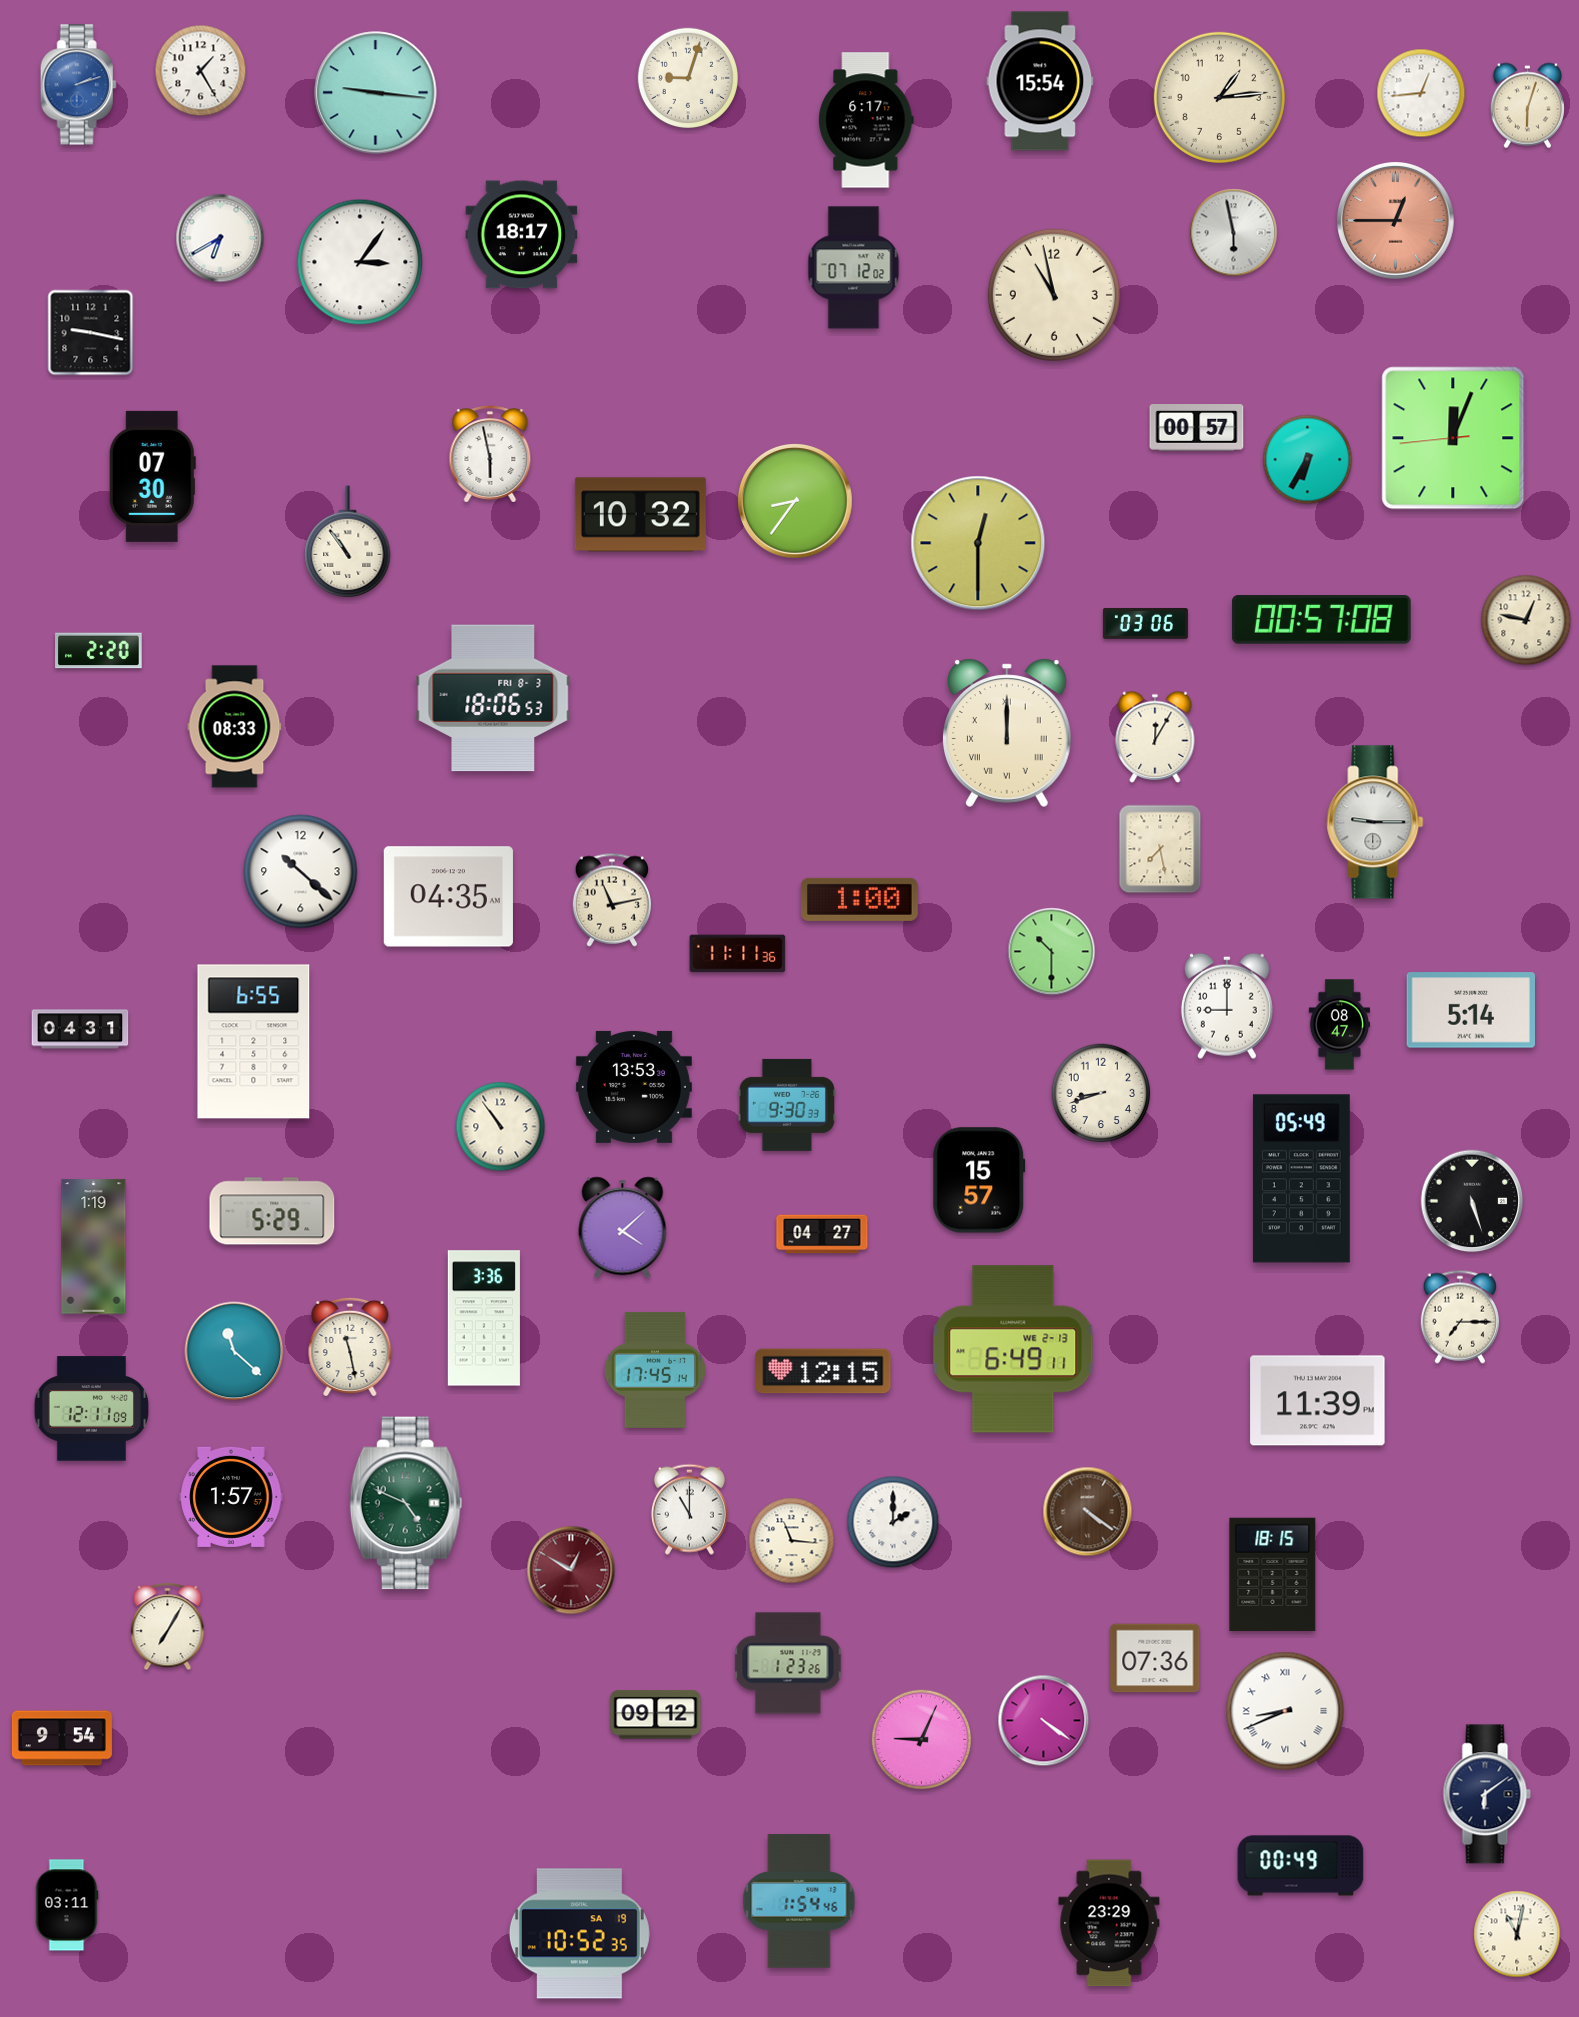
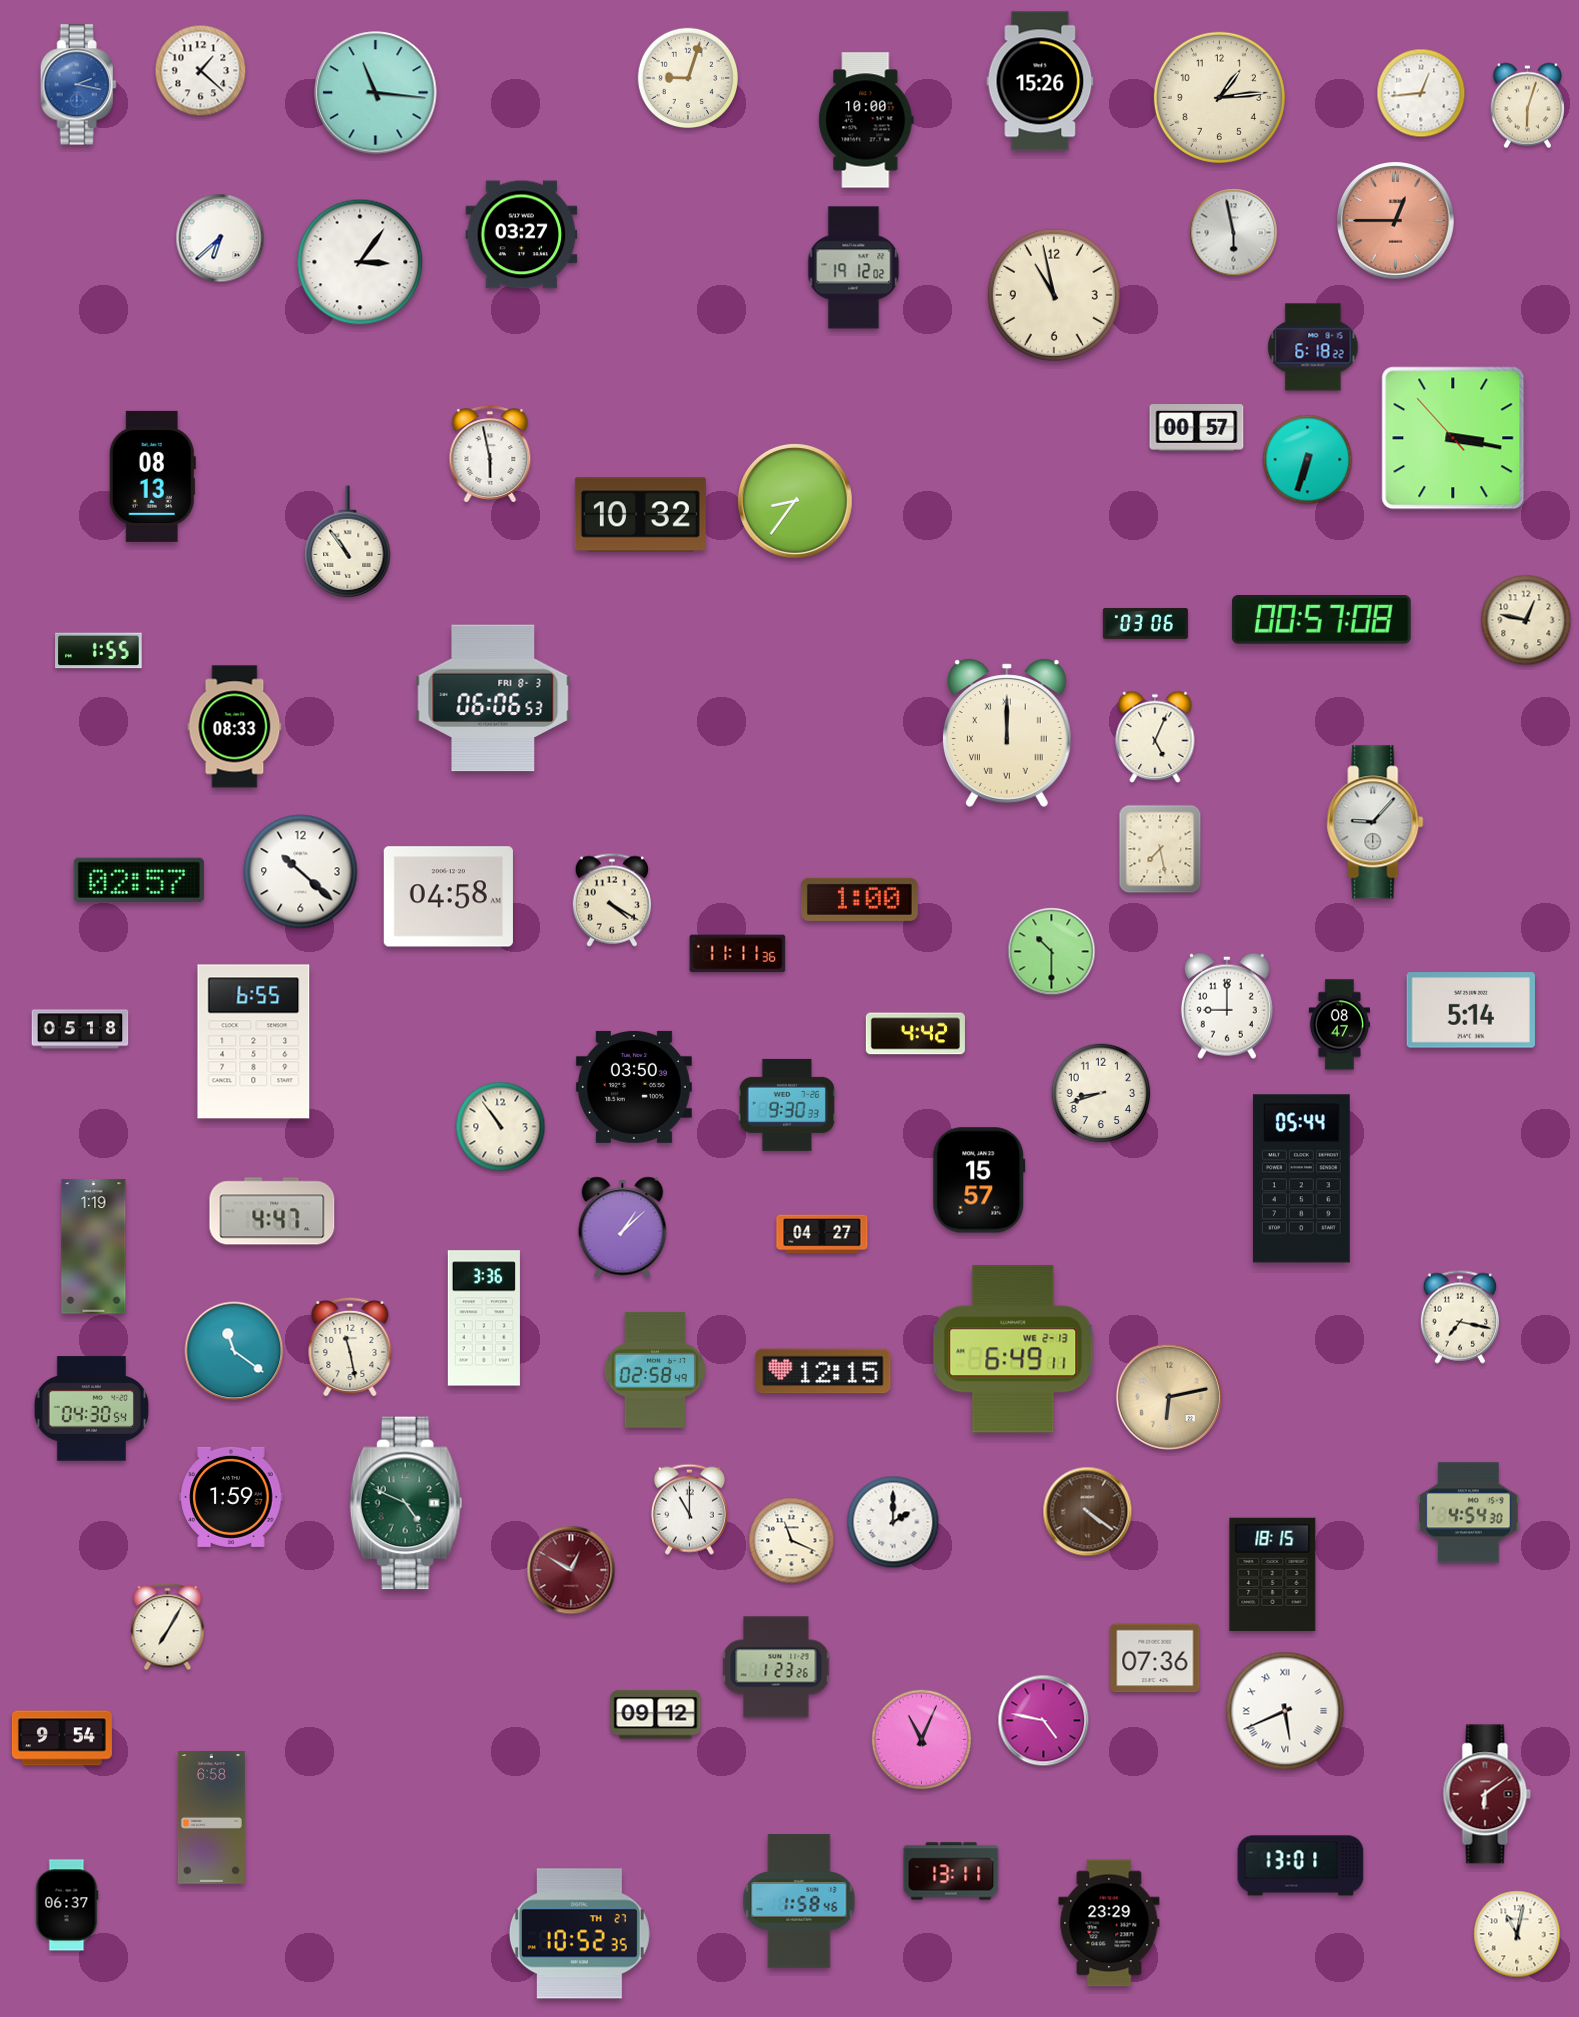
clock at (201, 71): 1:25 -> 1:22
clock at (1040, 81): 15:54 -> 15:26
clock at (78, 85): 2:12 -> 2:17
clock at (376, 93): 9:16 -> 11:16
clock at (866, 120): 6:17 -> 10:00
clock at (522, 235): 18:17 -> 03:27
clock at (220, 238): 6:40 -> 6:38
clock at (854, 268): 07:12 -> 19:12
clock at (91, 333): 9:17 -> none
clock at (1313, 347): none -> 6:18
clock at (1453, 438): 12:03 -> 3:16
clock at (1308, 460): 6:35 -> 6:33
clock at (152, 476): 07:30 -> 08:13
clock at (978, 543): 12:30 -> none
clock at (99, 651): 2:20 -> 1:55
clock at (493, 698): 18:06 -> 06:06
clock at (1155, 737): 12:05 -> 5:04
clock at (1375, 822): 9:15 -> 9:07
clock at (139, 880): none -> 02:57
clock at (448, 897): 04:35 -> 04:58
clock at (611, 900): 11:13 -> 4:20
clock at (80, 1029): 04:31 -> 05:18
clock at (915, 1034): none -> 4:42
clock at (634, 1087): 13:53 -> 03:50
clock at (1301, 1179): 05:49 -> 05:44
clock at (1472, 1201): 5:27 -> none
clock at (272, 1211): 5:29 -> 4:47
clock at (623, 1228): 4:08 -> 1:08
clock at (1459, 1317): 7:15 -> 7:17
clock at (234, 1351): 11:22 -> 11:21
clock at (655, 1370): 17:45 -> 02:58
clock at (1168, 1396): none -> 6:13
clock at (1318, 1401): 11:39 -> none
clock at (91, 1409): 12:11 -> 04:30
clock at (231, 1497): 1:57 -> 1:59
clock at (1469, 1513): none -> 4:54
clock at (792, 1541): 11:16 -> 11:19
clock at (788, 1663) position: (788, 1663) -> (776, 1667)
clock at (1285, 1711): 8:41 -> 5:41
clock at (1044, 1721): 4:21 -> 4:47
clock at (922, 1740): 9:04 -> 11:04
clock at (1487, 1794) dial: navy -> burgundy
clock at (211, 1818): none -> 6:58
clock at (1301, 1866): 00:49 -> 13:01
clock at (951, 1871): none -> 13:11
clock at (799, 1901): 1:54 -> 1:58
clock at (67, 1905): 03:11 -> 06:37
clock at (579, 1934) date: SA 19 -> TH 27
